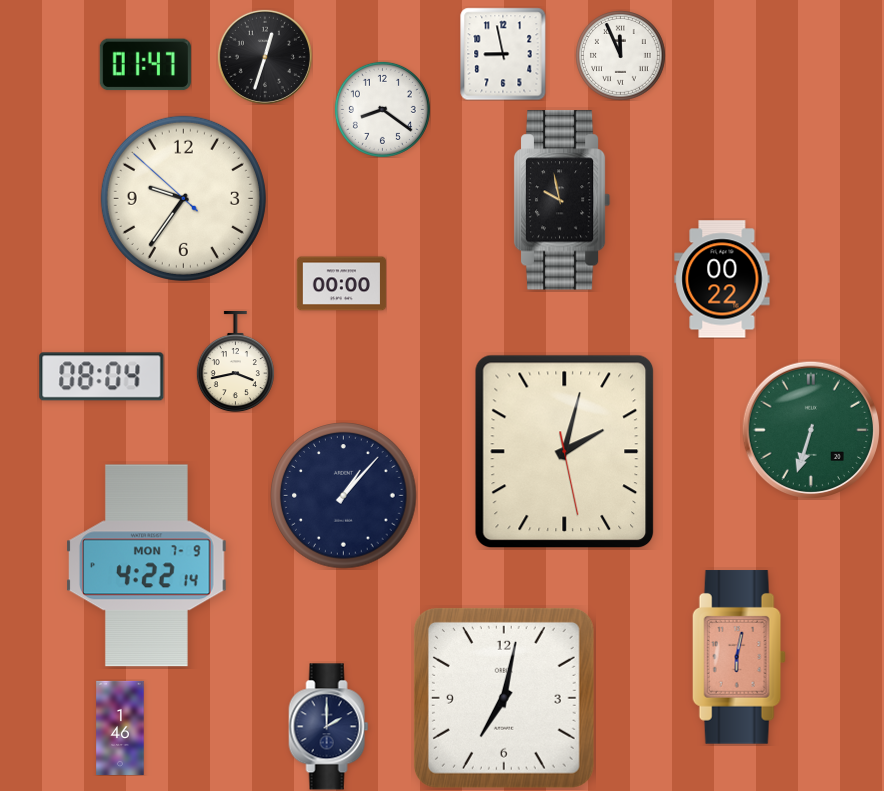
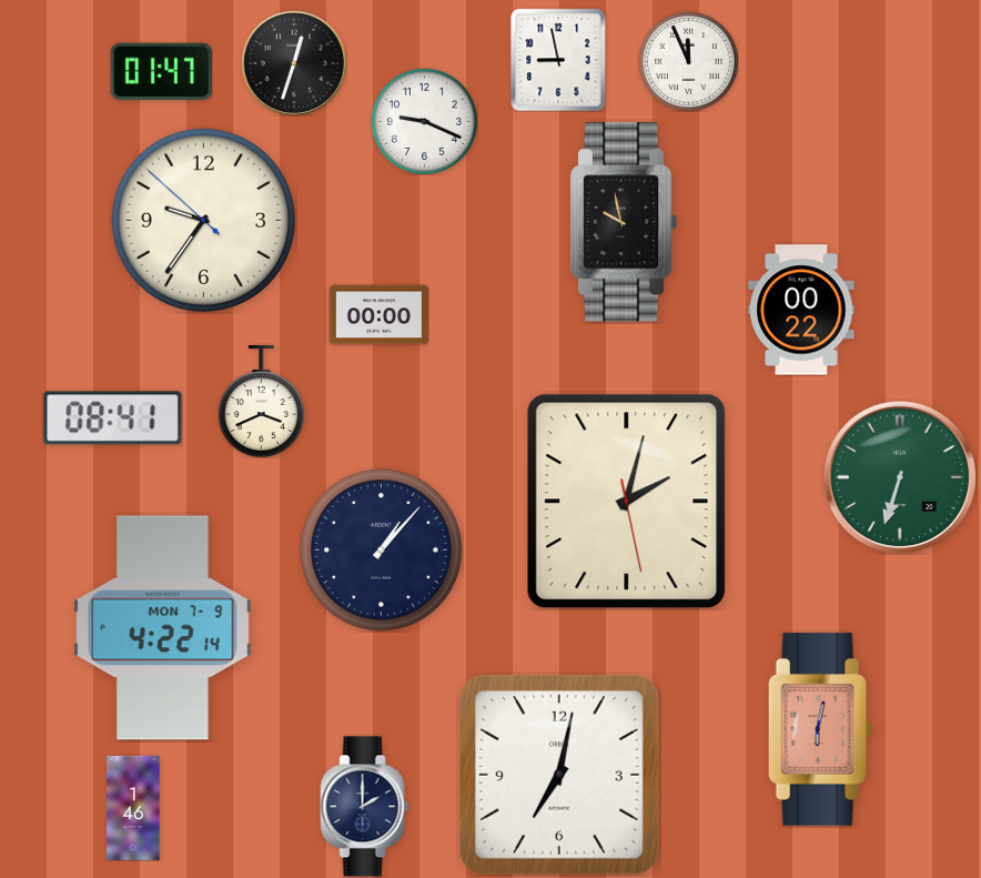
clock at (382, 109): 8:21 -> 9:19
clock at (235, 361): 3:43 -> 3:41
clock at (102, 377): 08:04 -> 08:41
